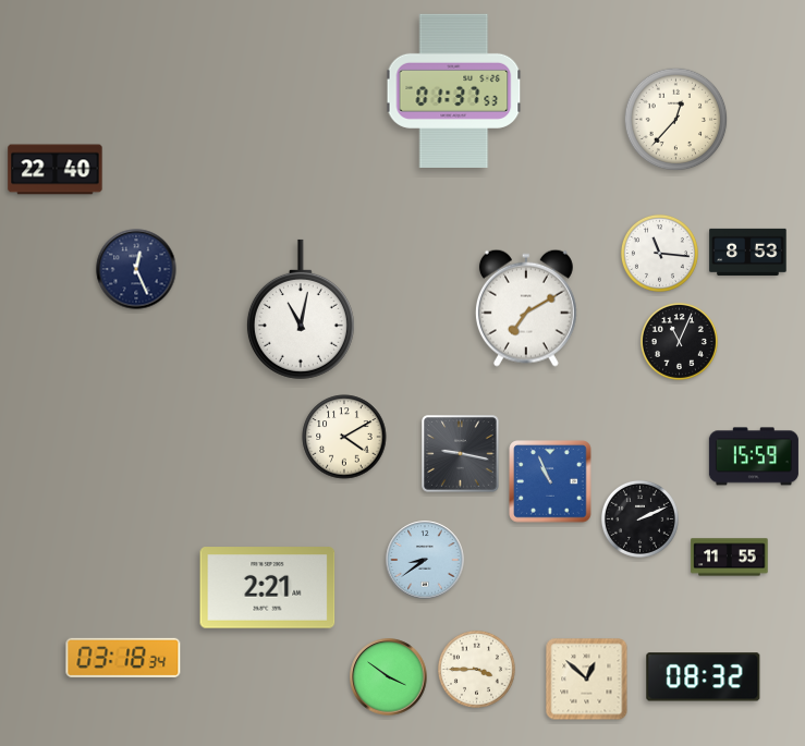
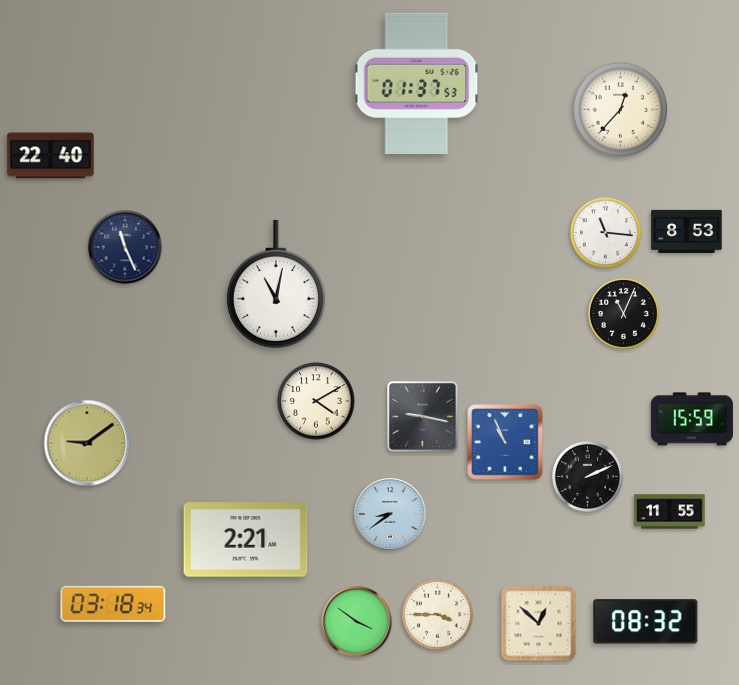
clock at (136, 269): 12:26 -> 11:26
clock at (526, 308): 7:10 -> none
clock at (87, 443): none -> 9:09
